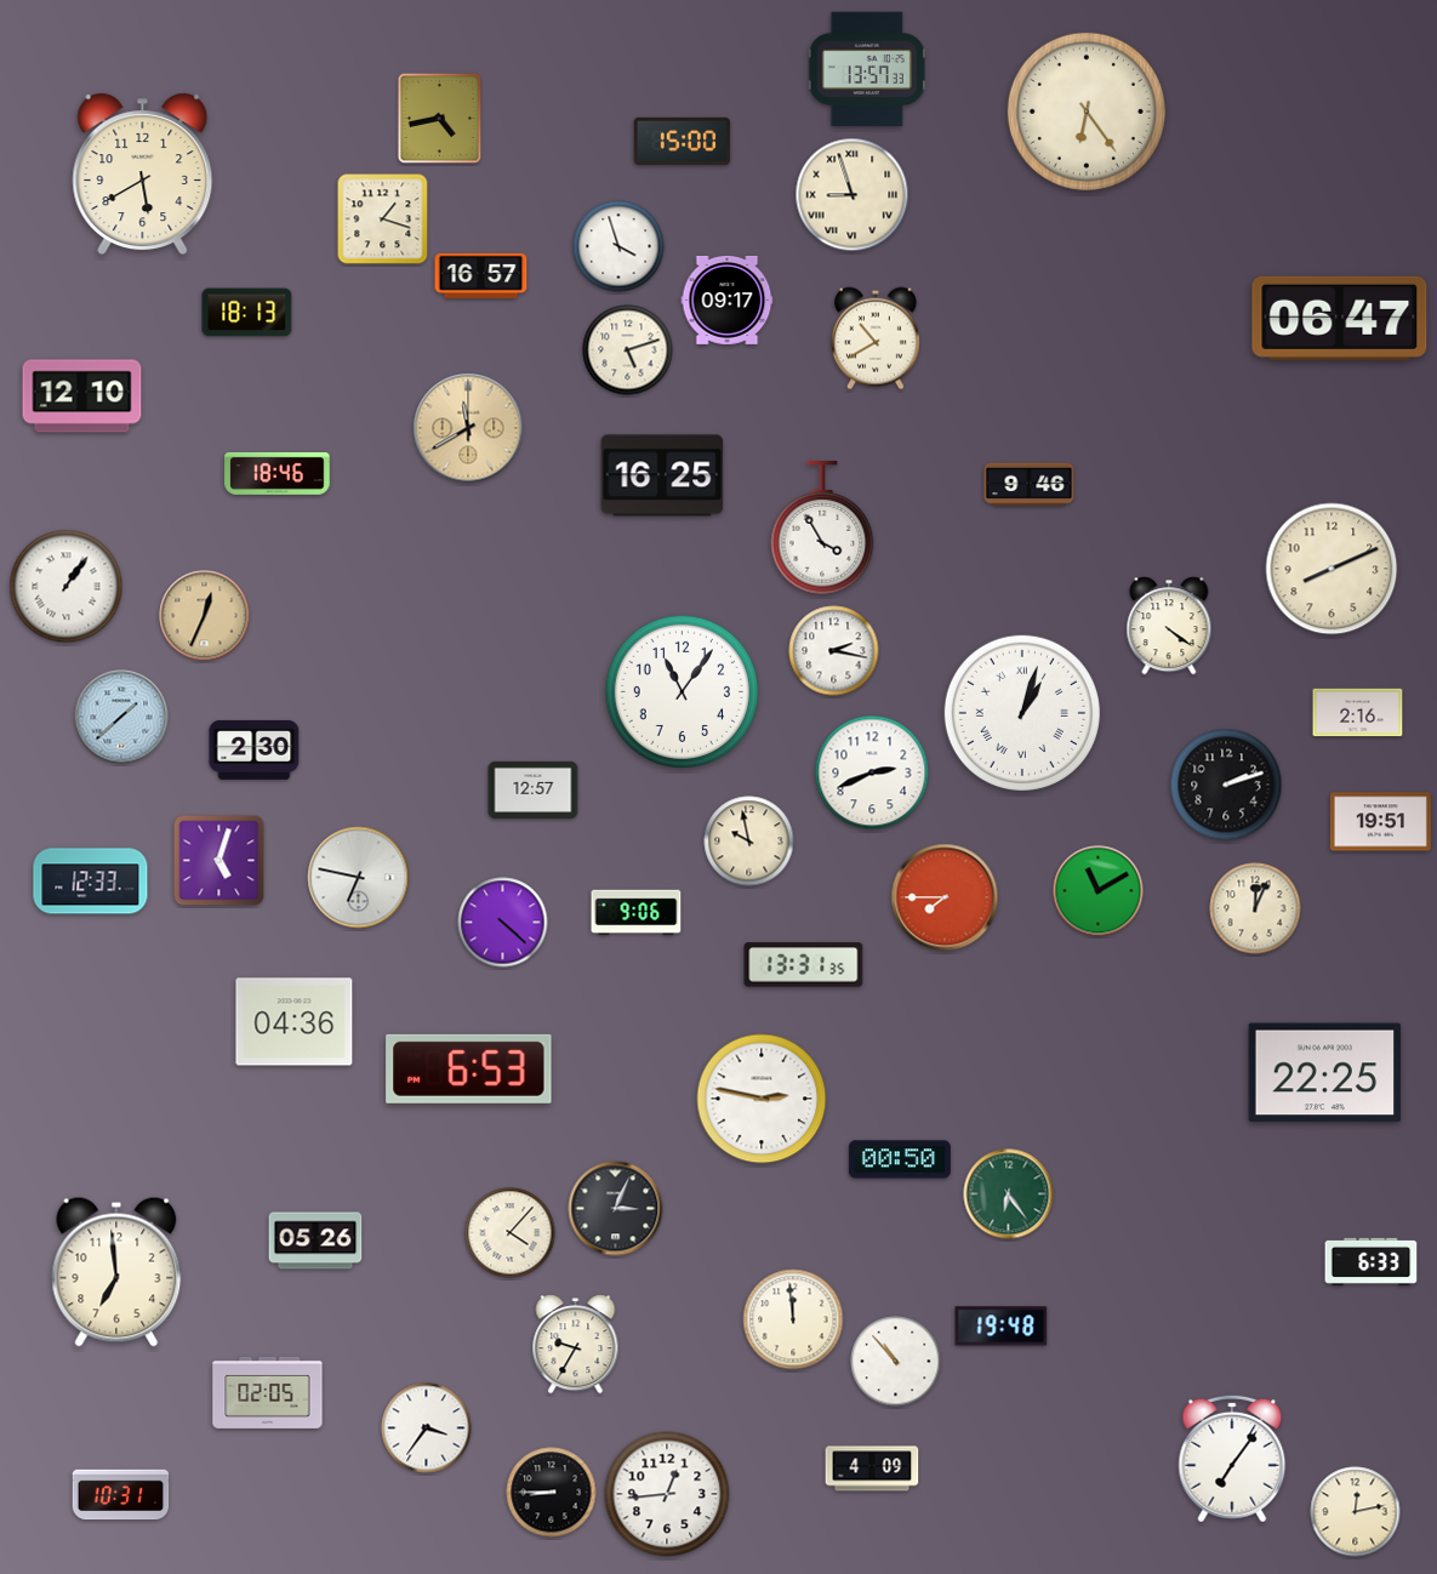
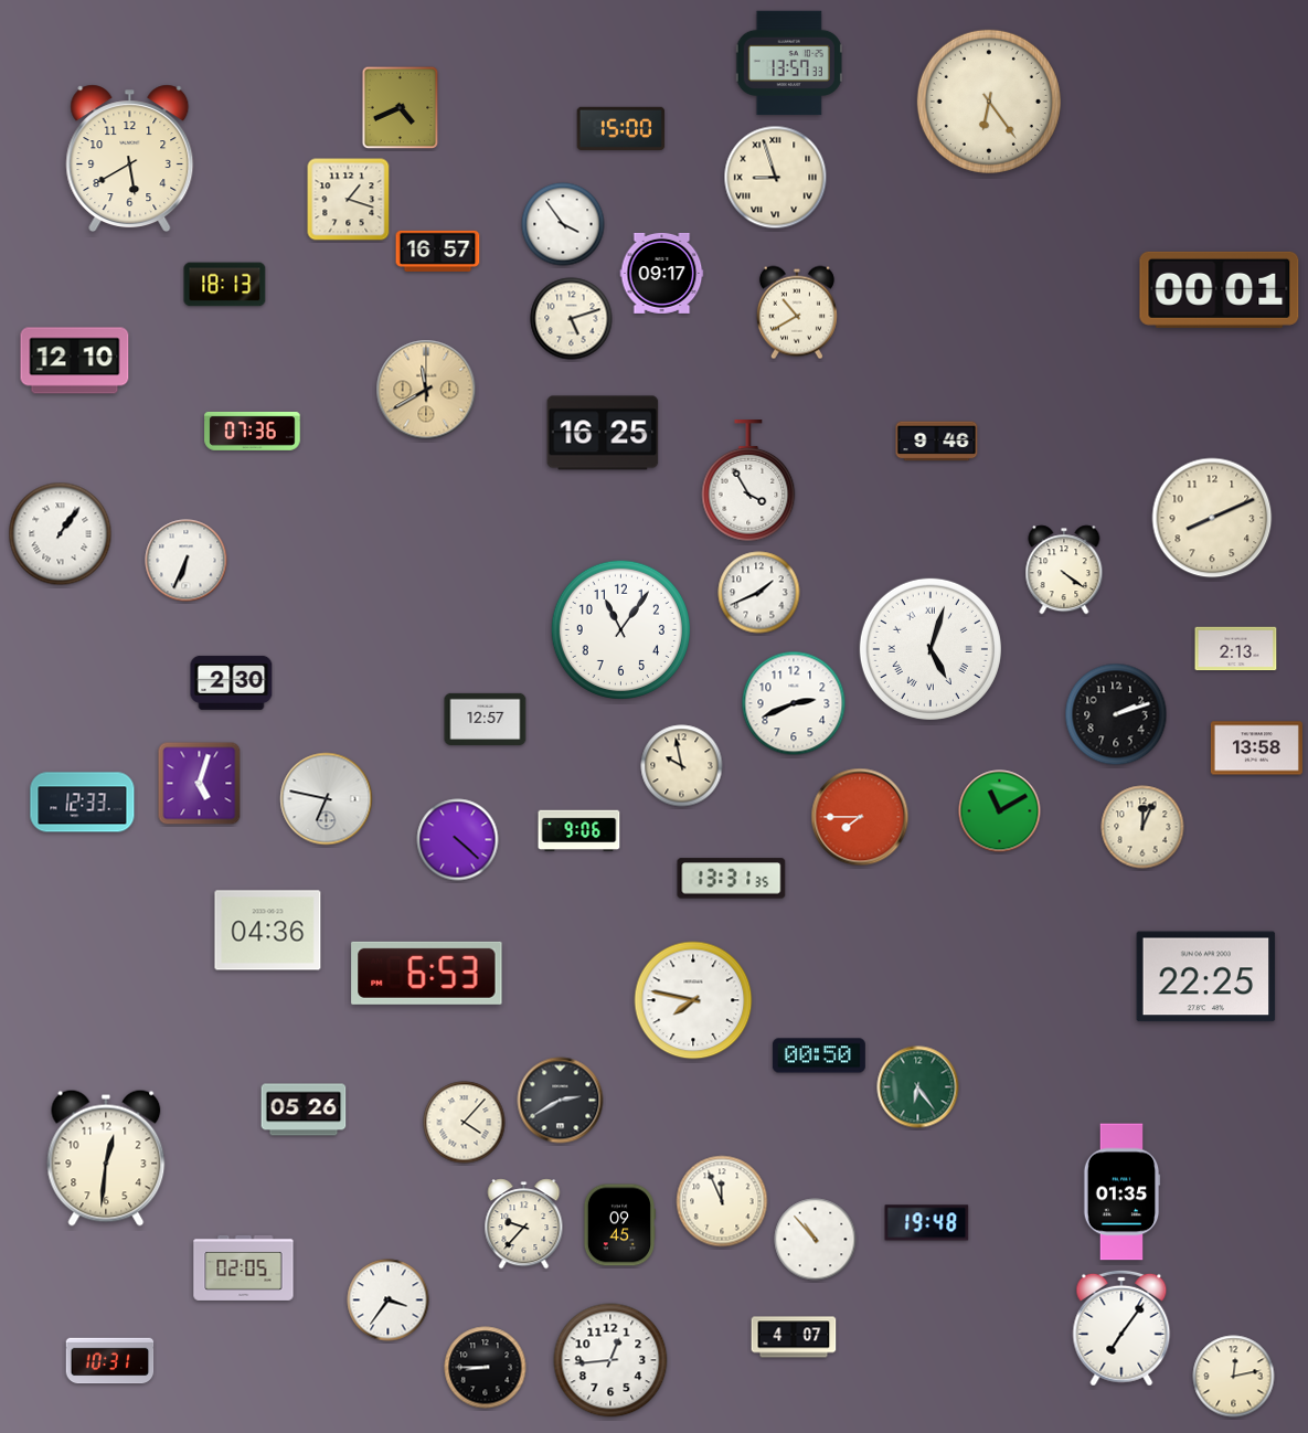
clock at (440, 119): 4:43 -> 4:41
clock at (618, 246): 3:57 -> 3:54
clock at (1340, 318): 06:47 -> 00:01
clock at (876, 338) position: (876, 338) -> (797, 312)
clock at (278, 474): 18:46 -> 07:36
clock at (205, 616): 12:34 -> 6:34
clock at (205, 616) dial: champagne -> white
clock at (834, 651): 2:17 -> 1:41
clock at (1022, 713): 1:03 -> 5:03
clock at (1358, 713): 2:16 -> 2:13
clock at (121, 717): 1:38 -> none
clock at (1380, 822): 19:51 -> 13:58
clock at (762, 1099): 2:47 -> 7:47
clock at (616, 1209): 3:04 -> 2:40
clock at (315, 1241) position: (315, 1241) -> (304, 1110)
clock at (1372, 1261): 6:33 -> none
clock at (116, 1272): 6:59 -> 12:31
clock at (1121, 1192): none -> 01:35
clock at (793, 1319): 11:59 -> 11:56
clock at (1002, 1327) position: (1002, 1327) -> (927, 1223)
clock at (576, 1345): 9:35 -> 9:37
clock at (618, 1225): none -> 09:45
clock at (872, 1469): 4:09 -> 4:07
clock at (552, 1493) position: (552, 1493) -> (486, 1368)
clock at (667, 1494) position: (667, 1494) -> (610, 1360)
